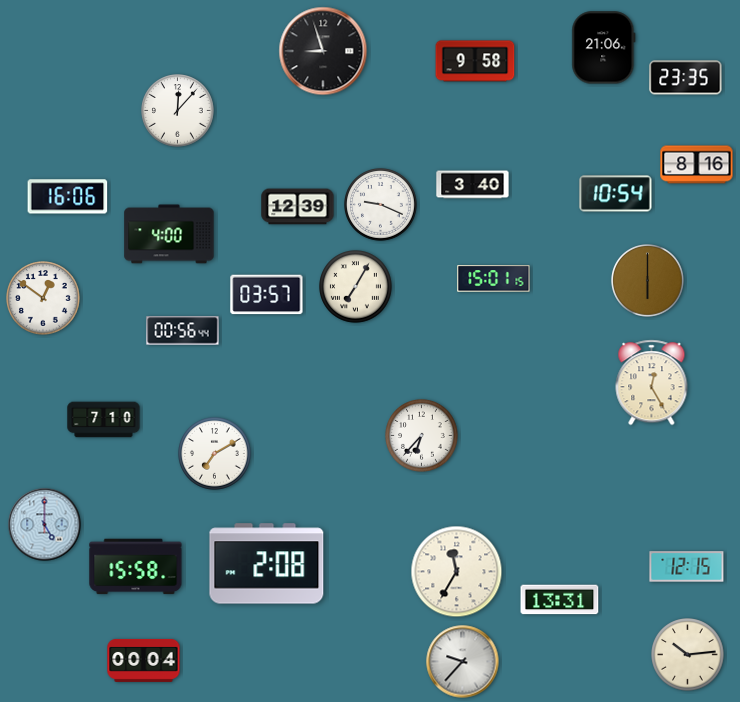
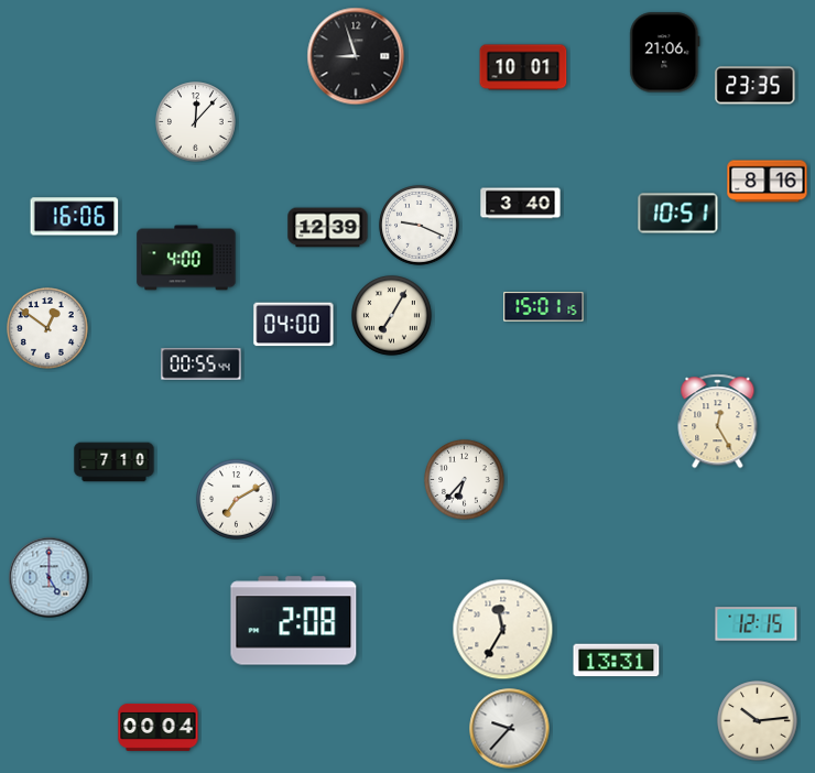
clock at (475, 61): 9:58 -> 10:01
clock at (616, 194): 10:54 -> 10:51
clock at (648, 281): 6:00 -> none
clock at (267, 295): 03:57 -> 04:00
clock at (183, 331): 00:56 -> 00:55
clock at (136, 567): 15:58 -> none
